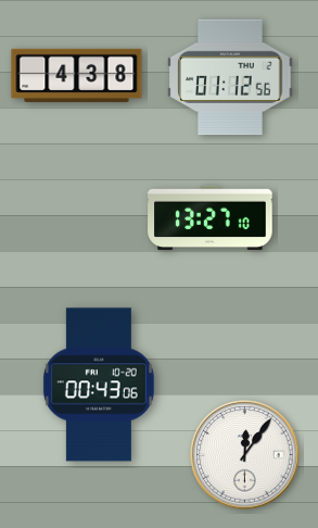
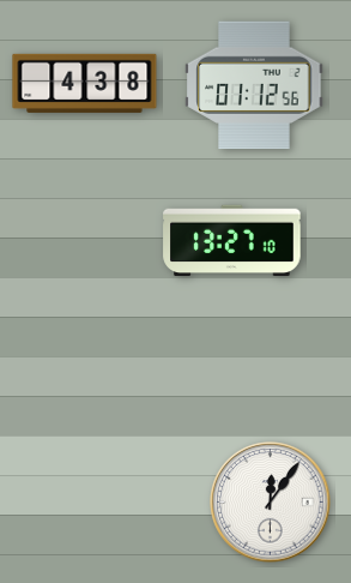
clock at (99, 385): 00:43 -> none
